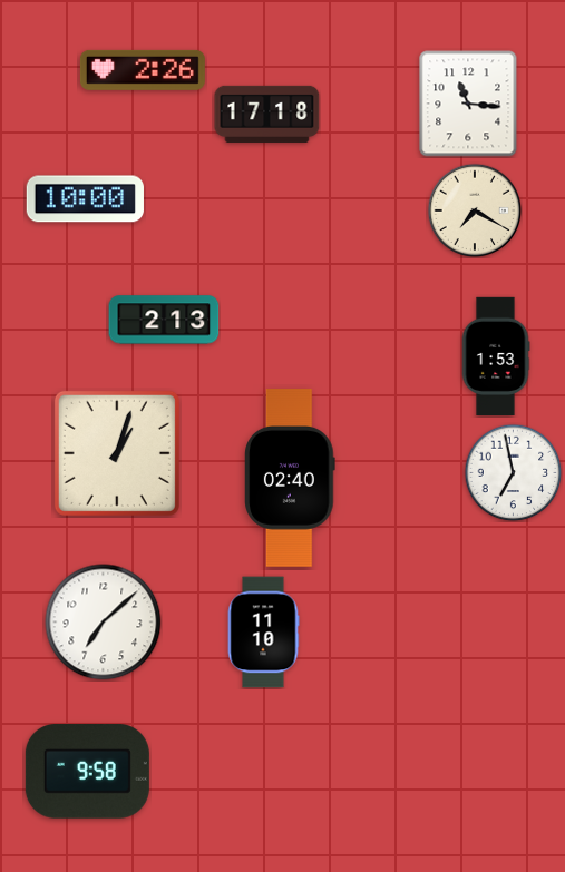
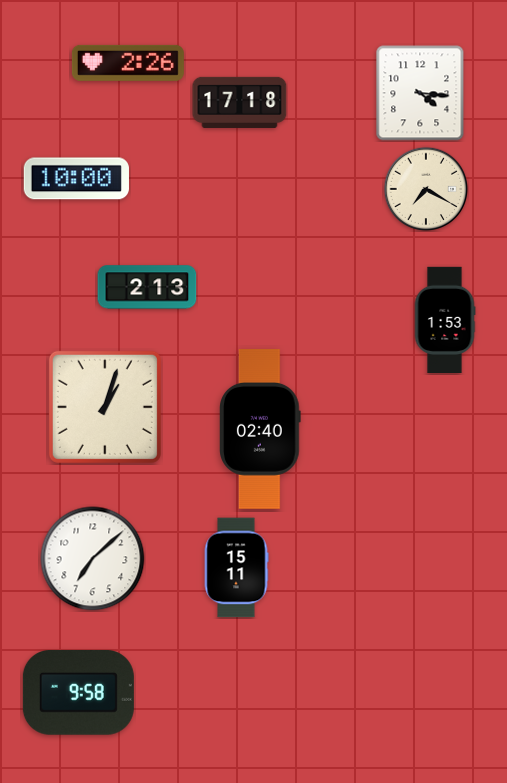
clock at (468, 104): 11:16 -> 4:16
clock at (513, 472): 6:58 -> none
clock at (263, 633): 11:10 -> 15:11
